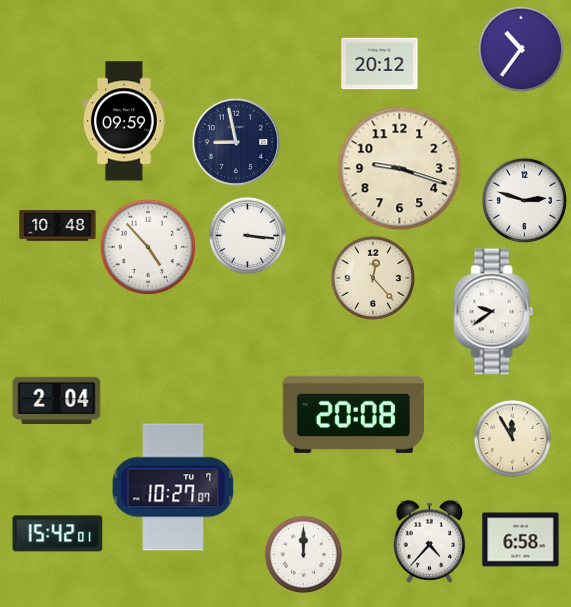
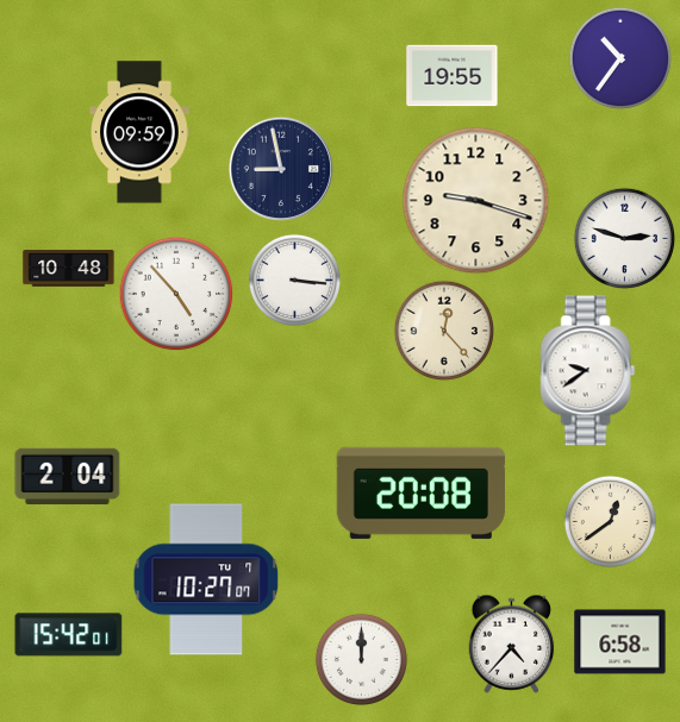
clock at (380, 64): 20:12 -> 19:55
clock at (124, 121) position: (124, 121) -> (139, 132)
clock at (512, 438): 11:55 -> 12:39
